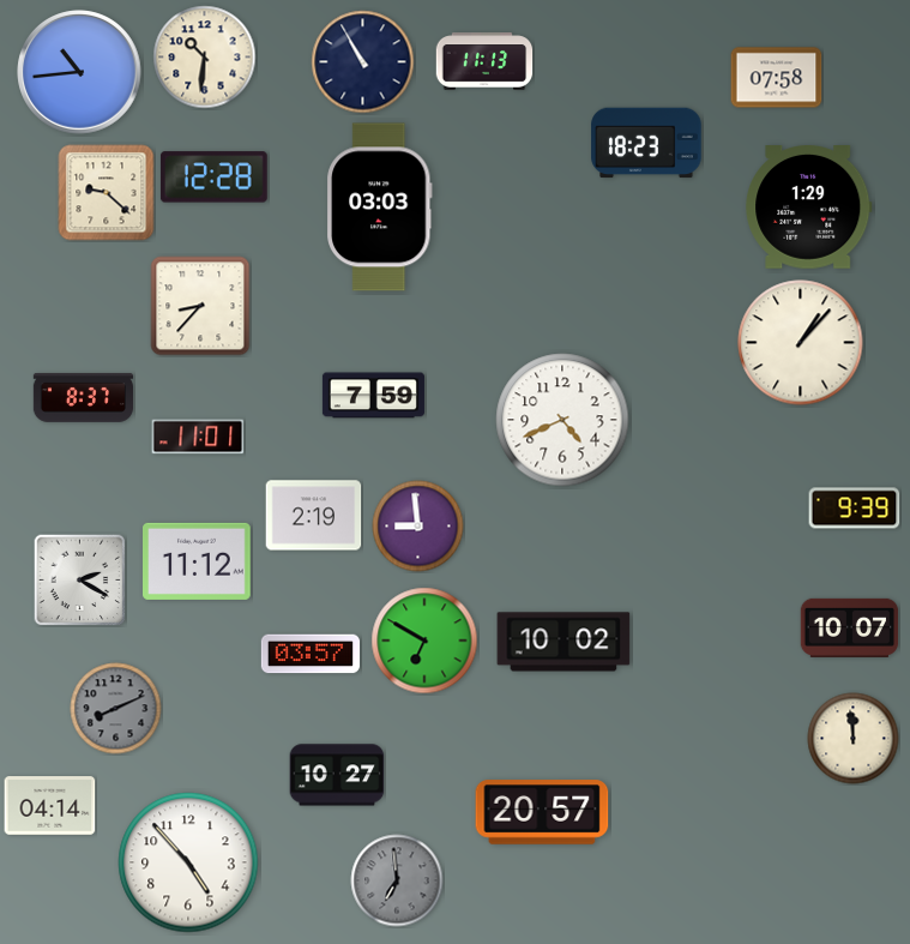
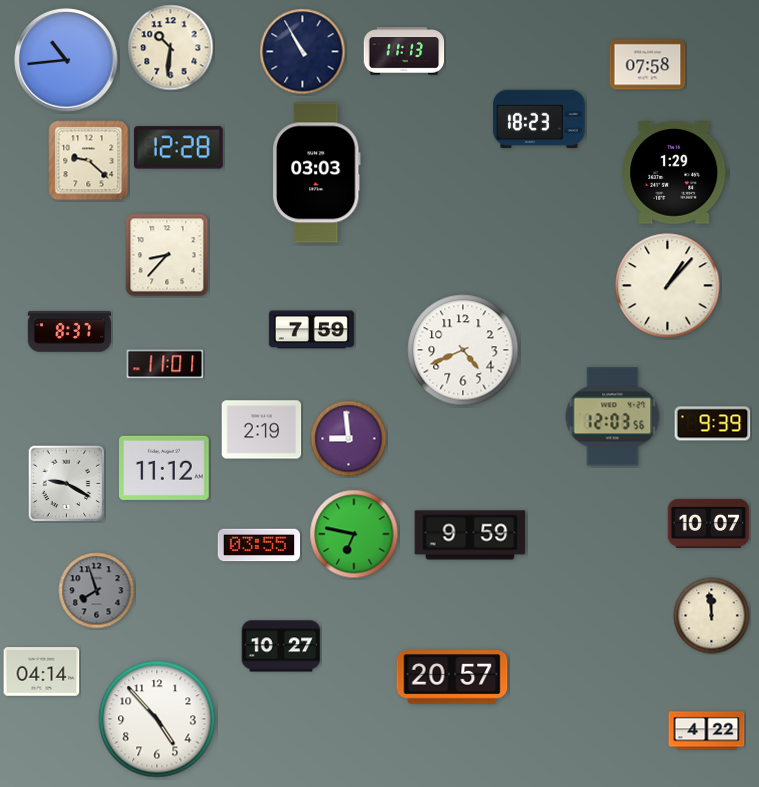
clock at (562, 420) position: (562, 420) -> (463, 350)
clock at (613, 417): none -> 12:03
clock at (79, 579): 2:20 -> 9:20
clock at (424, 641): 6:50 -> 6:47
clock at (564, 642): 10:02 -> 9:59
clock at (309, 654): 03:57 -> 03:55
clock at (116, 709): 8:11 -> 7:57
clock at (707, 731): none -> 4:22
clock at (397, 880): 6:59 -> none
